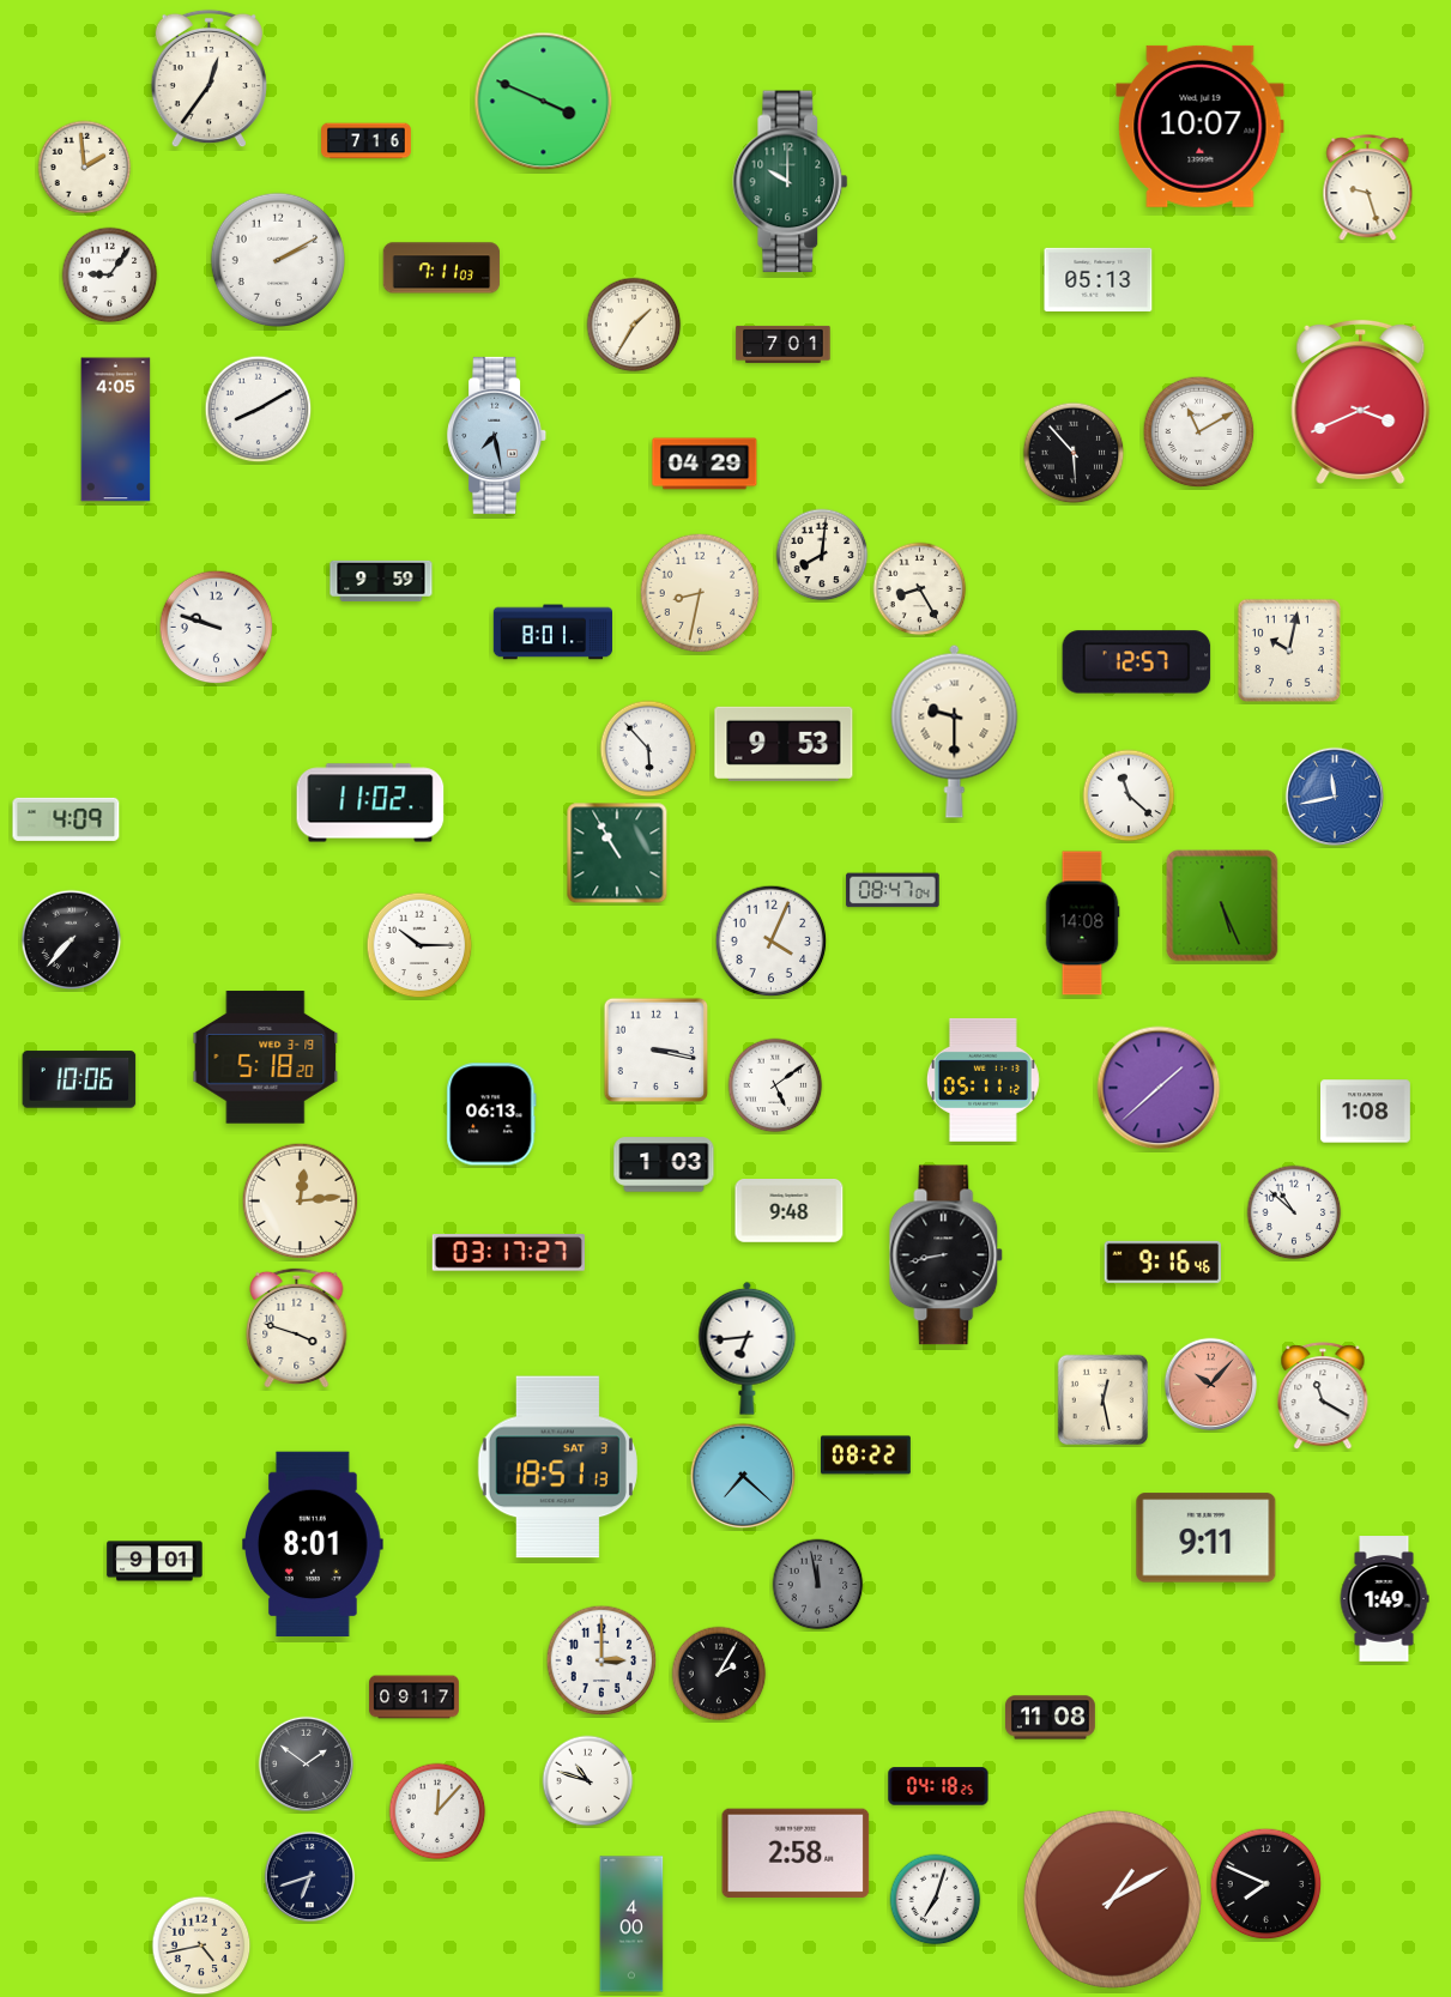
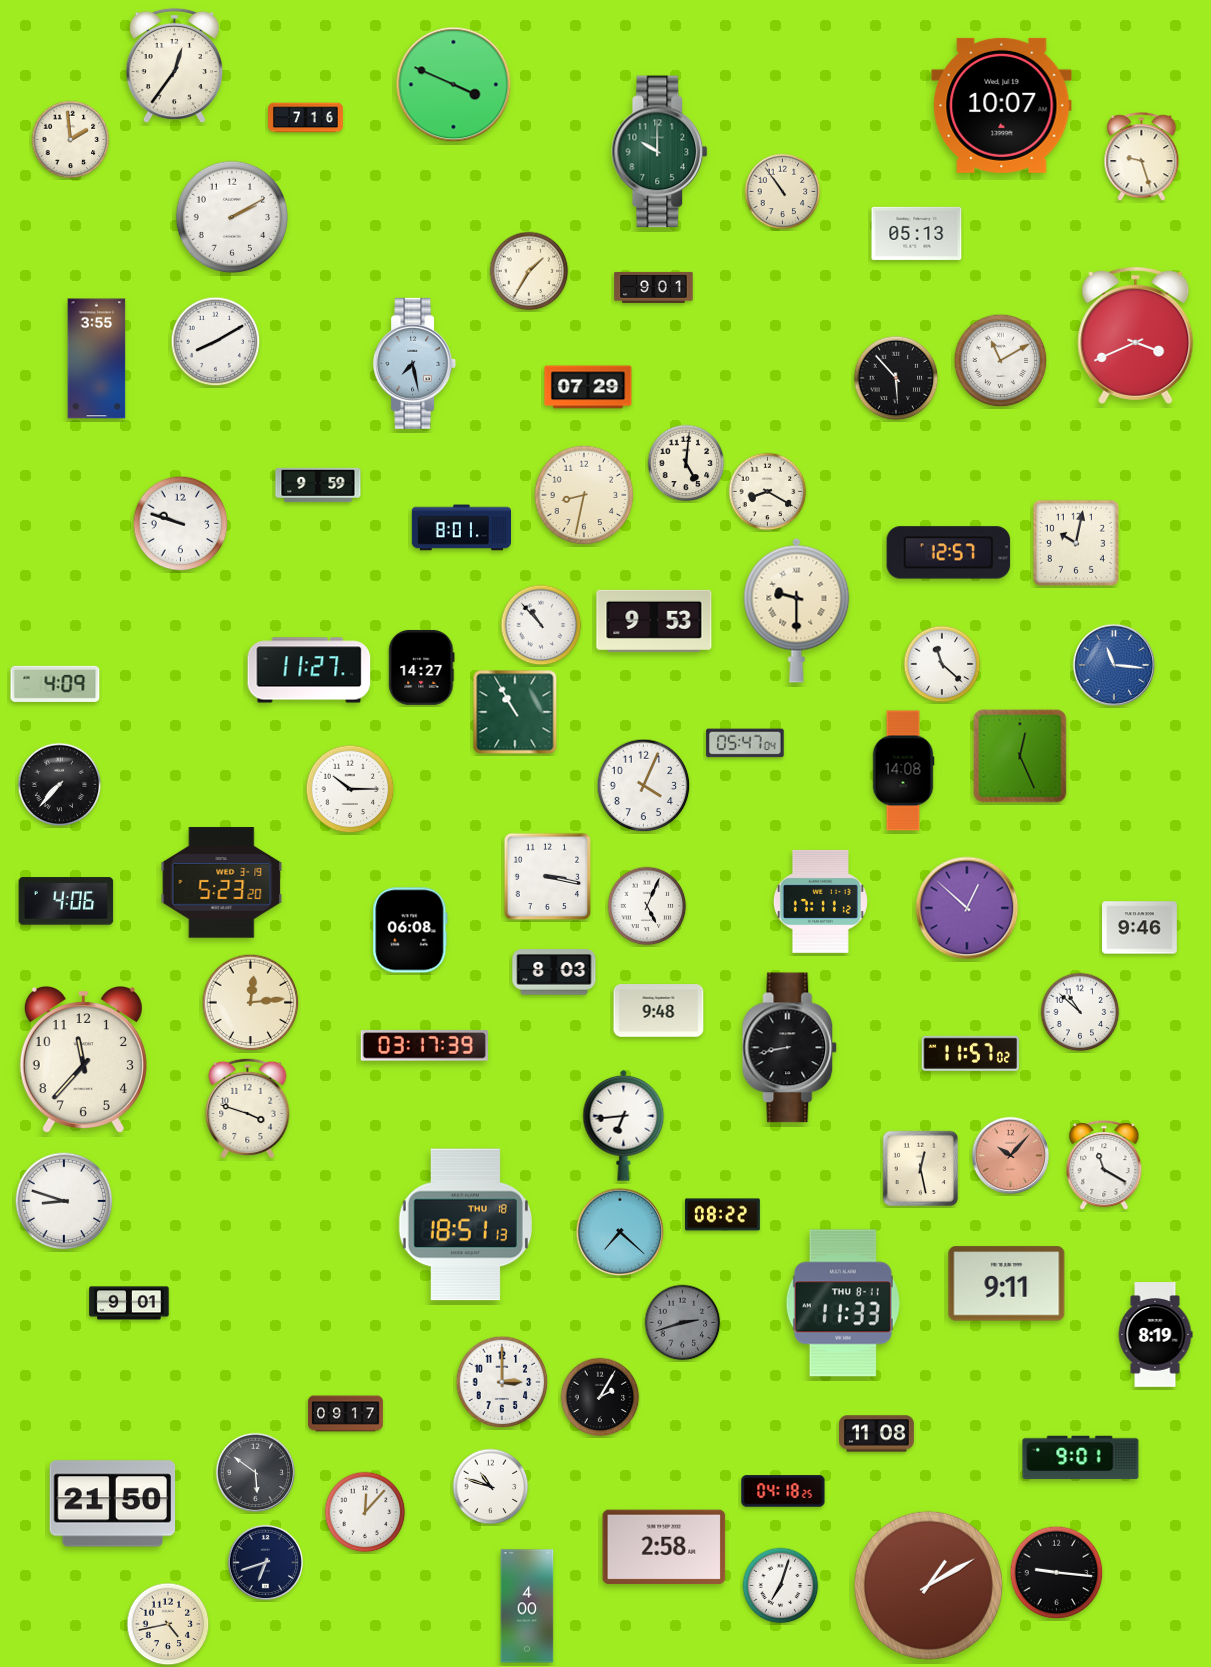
clock at (783, 192): none -> 10:54
clock at (442, 268): 7:11 -> none
clock at (110, 276): 9:06 -> none
clock at (784, 344): 7:01 -> 9:01
clock at (116, 430): 4:05 -> 3:55
clock at (705, 464): 04:29 -> 07:29
clock at (822, 555): 8:01 -> 5:01
clock at (920, 589): 8:25 -> 8:20
clock at (648, 749): 5:53 -> 10:53
clock at (1335, 797): 11:43 -> 11:16
clock at (422, 667): none -> 14:27
clock at (370, 803): 11:02 -> 11:27
clock at (893, 890): 08:47 -> 05:47
clock at (1222, 906): 5:26 -> 12:26
clock at (266, 1058): 5:18 -> 5:23
clock at (79, 1079): 10:06 -> 4:06
clock at (983, 1079): 05:11 -> 17:11
clock at (775, 1085): 5:09 -> 5:04
clock at (1159, 1088): 1:38 -> 12:52
clock at (1366, 1112): 1:08 -> 9:46
clock at (491, 1114): 06:13 -> 06:08
clock at (664, 1164): 1:03 -> 8:03
clock at (508, 1253): 03:17:27 -> 03:17:39
clock at (1163, 1261): 9:16 -> 11:57
clock at (83, 1061): none -> 11:37
clock at (64, 1201): none -> 8:48
clock at (557, 1468) date: SAT 3 -> THU 18
clock at (313, 1544): 8:01 -> none
clock at (843, 1303): none -> 11:33
clock at (818, 1585): 11:58 -> 2:42
clock at (1384, 1599): 1:49 -> 8:19
clock at (601, 1660) position: (601, 1660) -> (502, 1382)
clock at (415, 1698) position: (415, 1698) -> (346, 1414)
clock at (1081, 1458): none -> 9:01
clock at (307, 1765): 1:51 -> 5:51
clock at (113, 1504): none -> 21:50
clock at (309, 1876) position: (309, 1876) -> (265, 1562)
clock at (1266, 1884): 7:49 -> 9:16
